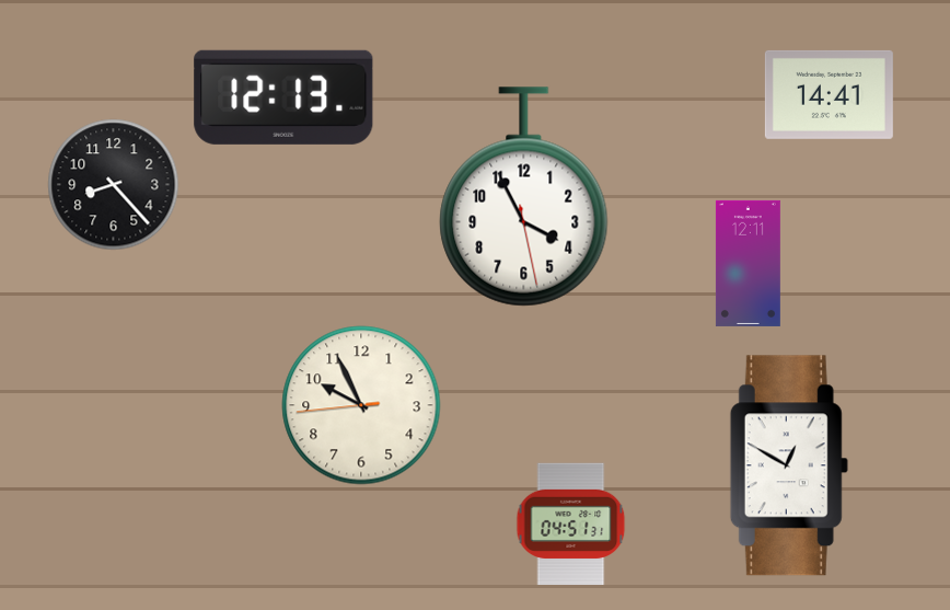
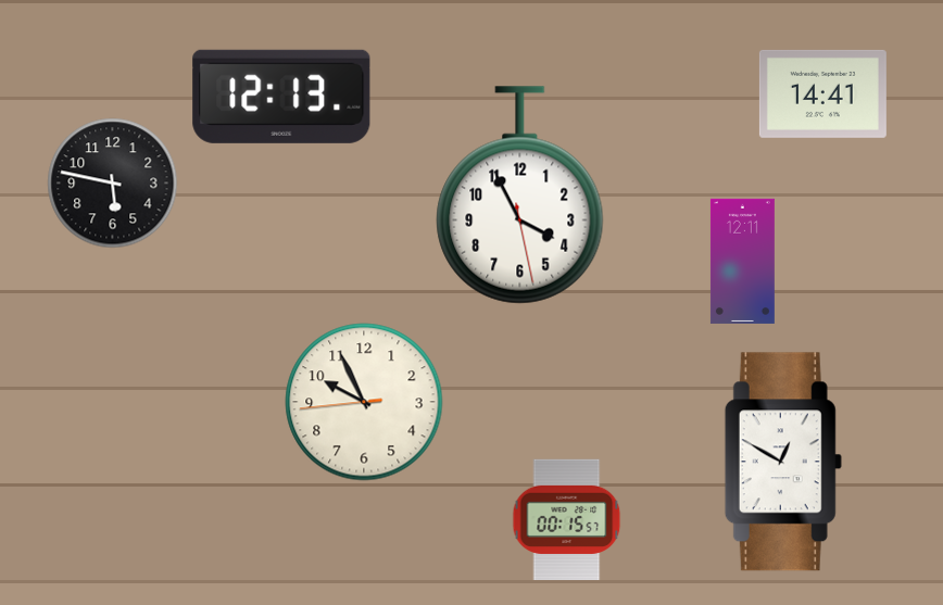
clock at (114, 185): 8:23 -> 5:47
clock at (361, 405) position: (361, 405) -> (364, 402)
clock at (571, 525): 04:51 -> 00:15
